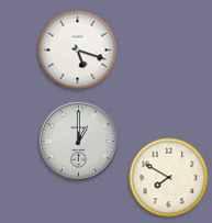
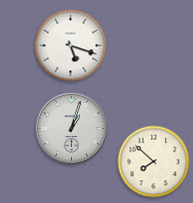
clock at (78, 141): 1:00 -> 1:03
clock at (169, 178): 7:50 -> 7:52
